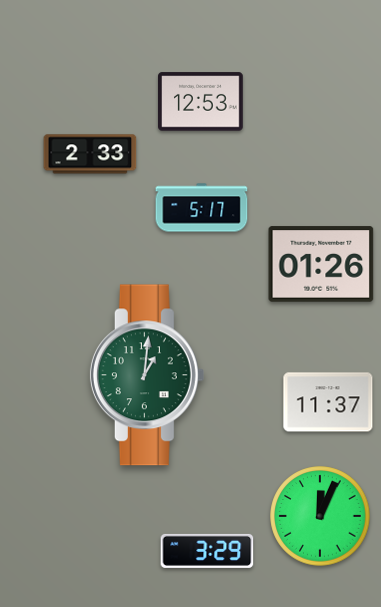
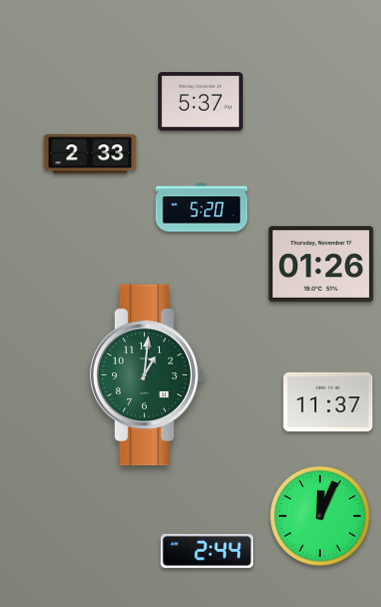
clock at (201, 102): 12:53 -> 5:37
clock at (202, 208): 5:17 -> 5:20
clock at (207, 551): 3:29 -> 2:44
